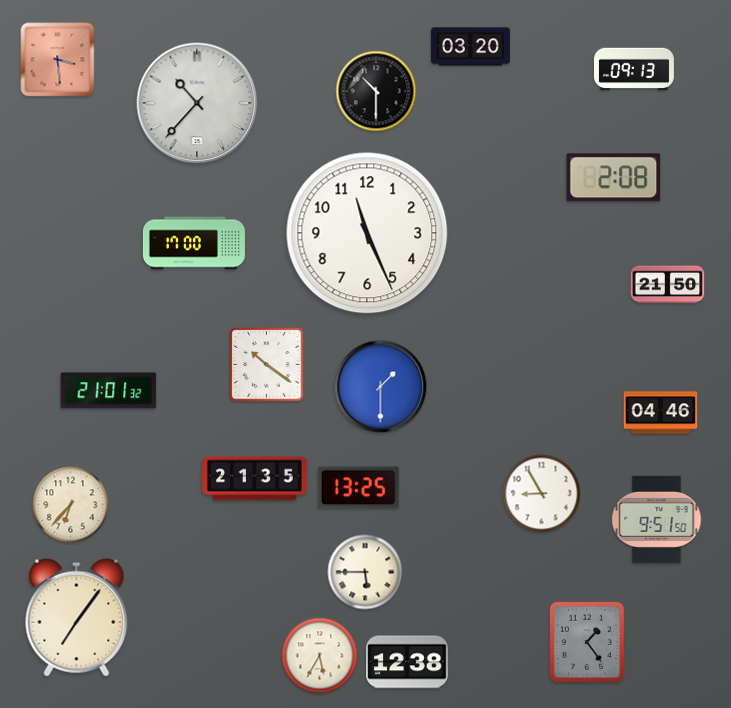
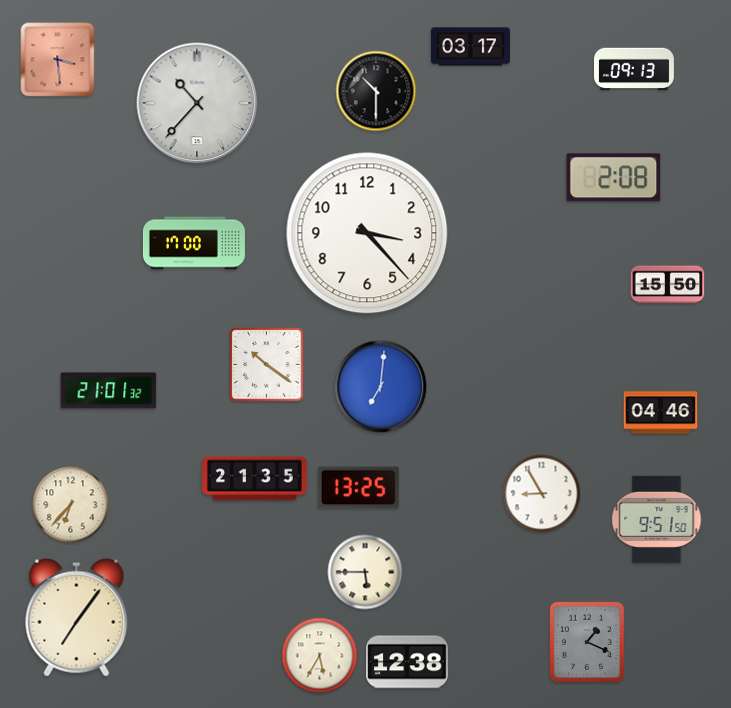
clock at (470, 47): 03:20 -> 03:17
clock at (367, 233): 11:26 -> 3:23
clock at (668, 285): 21:50 -> 15:50
clock at (381, 387): 1:30 -> 7:01
clock at (587, 642): 1:24 -> 1:19
